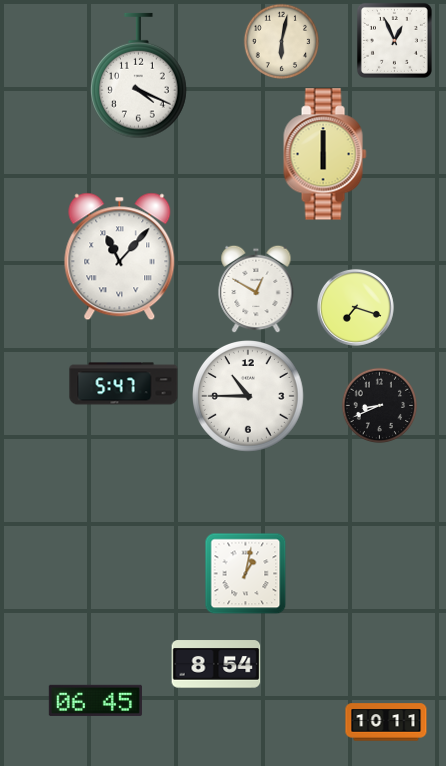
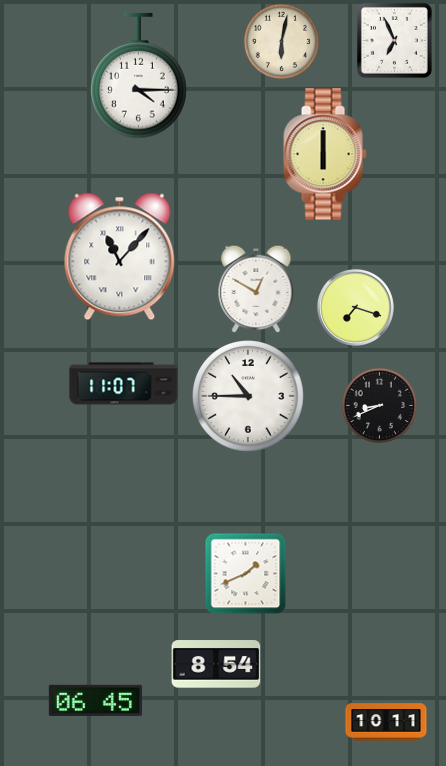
clock at (394, 40): 12:56 -> 6:56
clock at (139, 76): 4:19 -> 4:15
clock at (124, 384): 5:47 -> 11:07
clock at (246, 574): 1:02 -> 1:41
